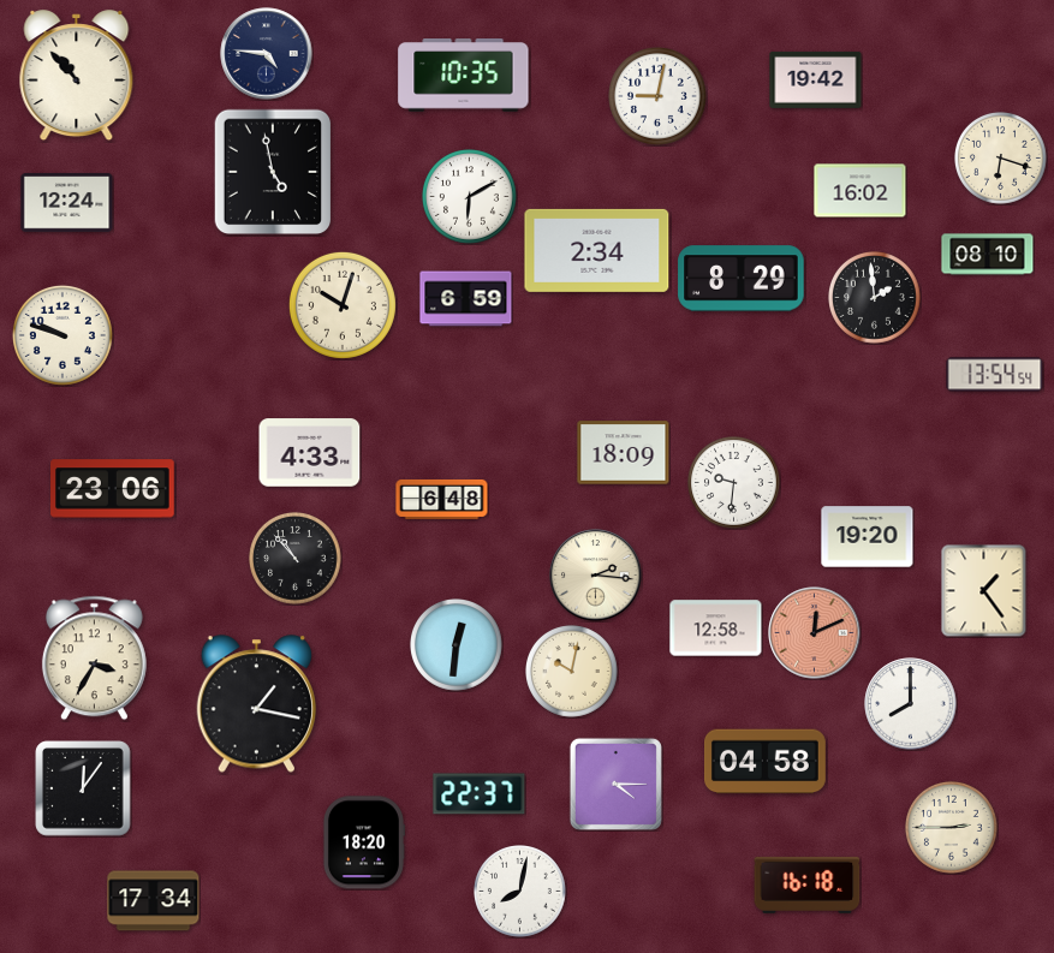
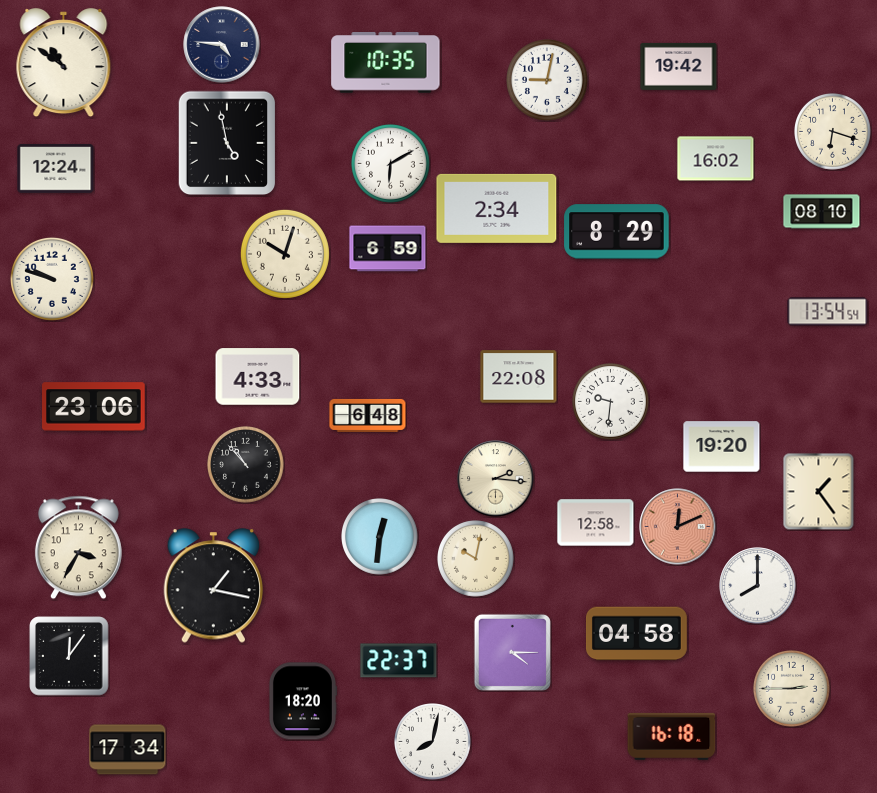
clock at (77, 76): 10:53 -> 10:51
clock at (875, 298): 1:59 -> none
clock at (624, 453): 18:09 -> 22:08
